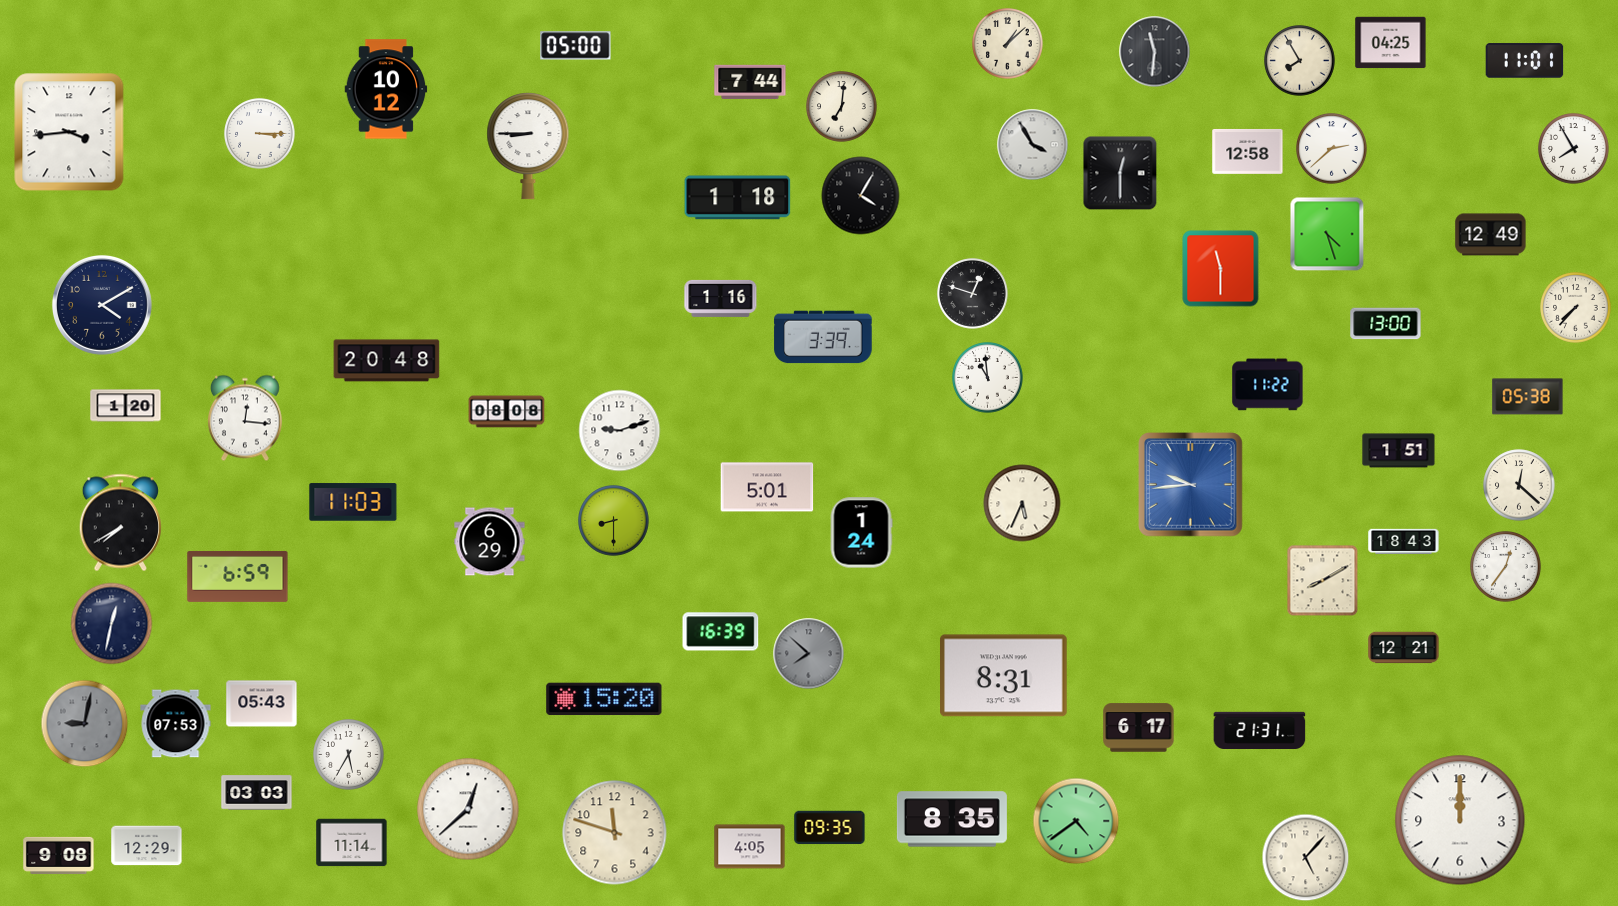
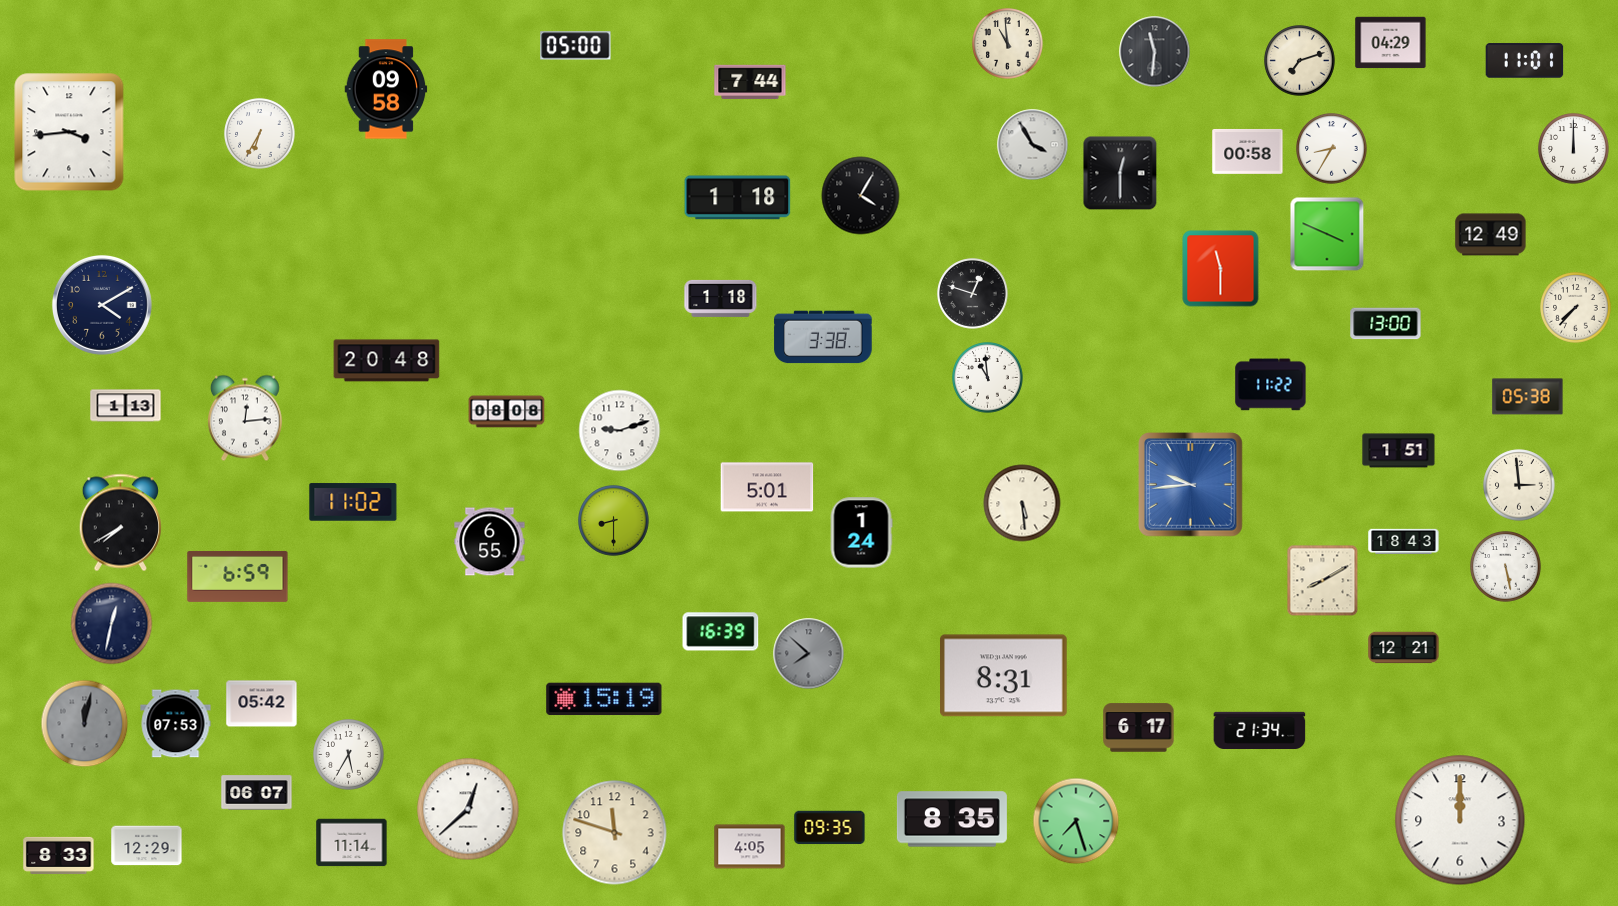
clock at (1391, 43): 04:25 -> 04:29
clock at (1008, 44): 1:08 -> 10:59
clock at (1300, 61): 7:55 -> 7:12
clock at (386, 89): 10:12 -> 09:58
clock at (842, 107): 7:01 -> none
clock at (260, 134): 3:15 -> 6:35
clock at (528, 146): 8:45 -> none
clock at (1332, 149): 2:38 -> 8:35
clock at (1574, 149): 7:55 -> 12:00
clock at (1248, 151): 12:58 -> 00:58
clock at (1327, 234): 4:27 -> 3:49
clock at (721, 298): 1:16 -> 1:18
clock at (823, 337): 3:39 -> 3:38
clock at (1268, 385) position: (1268, 385) -> (1271, 385)
clock at (126, 406): 1:20 -> 1:13
clock at (245, 418): 12:16 -> 12:14
clock at (1519, 485): 12:22 -> 2:59
clock at (353, 502): 11:03 -> 11:02
clock at (1022, 503): 5:34 -> 5:29
clock at (490, 542): 6:29 -> 6:55
clock at (1506, 567): 12:36 -> 5:28
clock at (604, 699): 15:20 -> 15:19
clock at (262, 704): 05:43 -> 05:42
clock at (85, 724): 9:02 -> 12:02
clock at (1260, 730): 21:31 -> 21:34
clock at (257, 793): 03:03 -> 06:07
clock at (1076, 821): 4:39 -> 7:27
clock at (59, 855): 9:08 -> 8:33
clock at (1306, 858): 5:07 -> none
